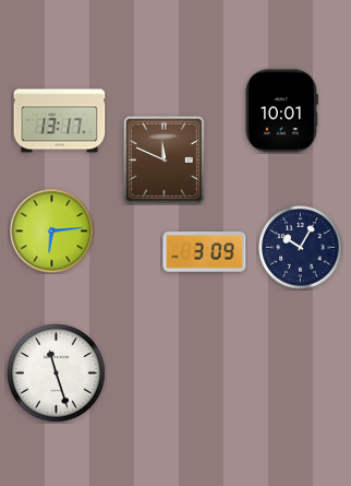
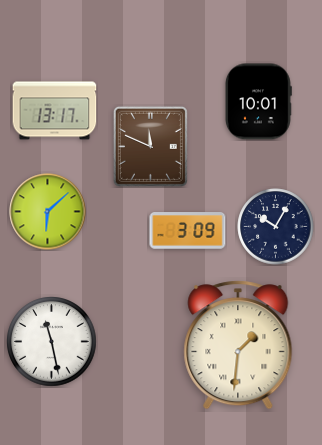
clock at (52, 232): 6:14 -> 6:08
clock at (57, 374): 11:27 -> 11:28
clock at (238, 345): none -> 1:31
